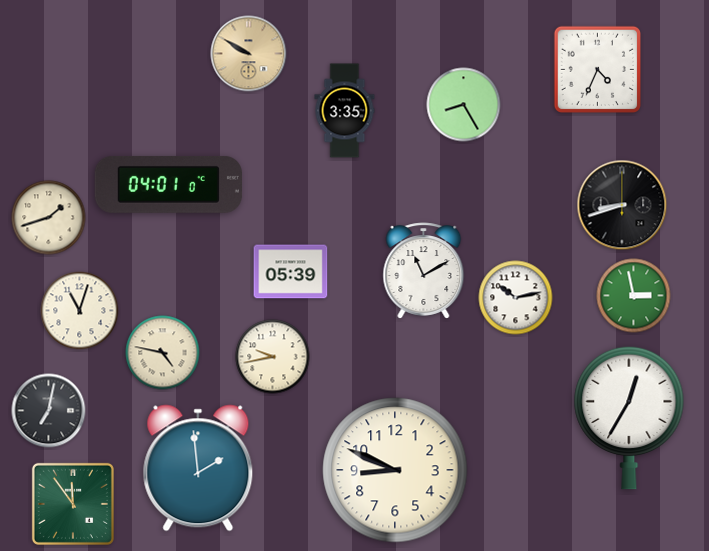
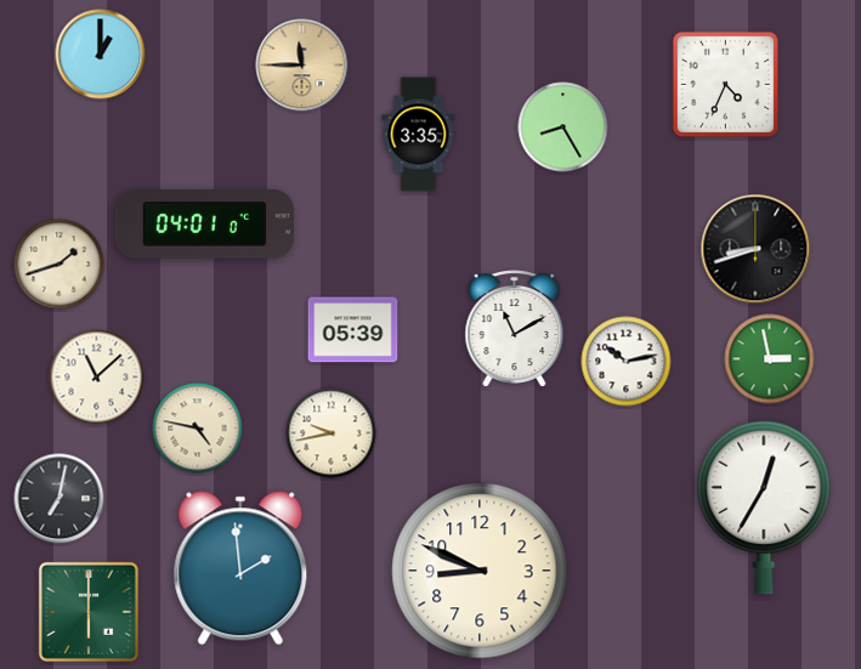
clock at (101, 55): none -> 1:00
clock at (249, 54): 9:50 -> 11:45
clock at (80, 311): 11:03 -> 11:08
clock at (73, 504): 11:54 -> 6:00
